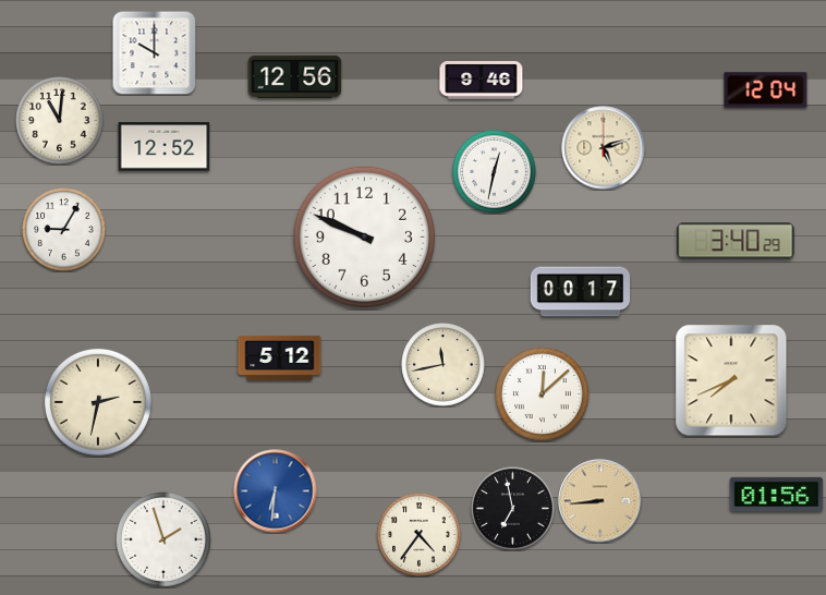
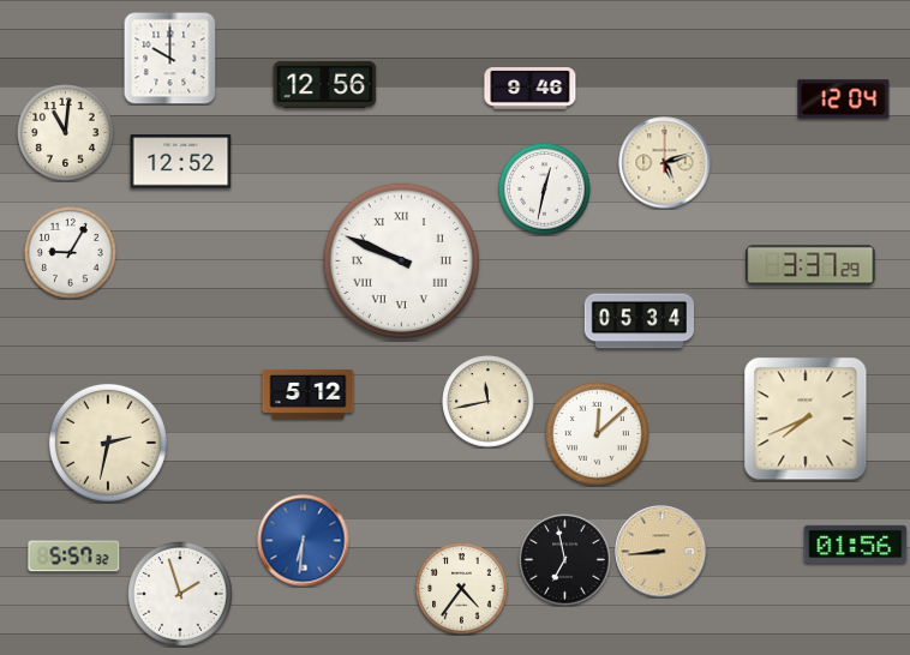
clock at (364, 236) numerals: Arabic -> Roman
clock at (736, 241): 3:40 -> 3:37
clock at (581, 292): 00:17 -> 05:34
clock at (74, 557): none -> 5:57
